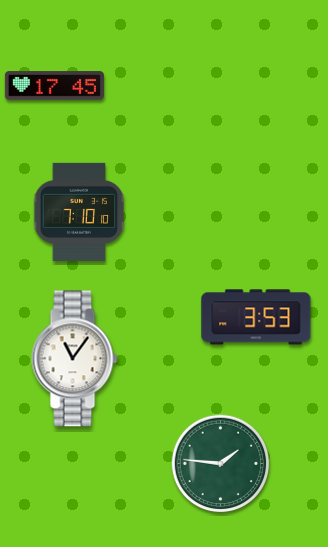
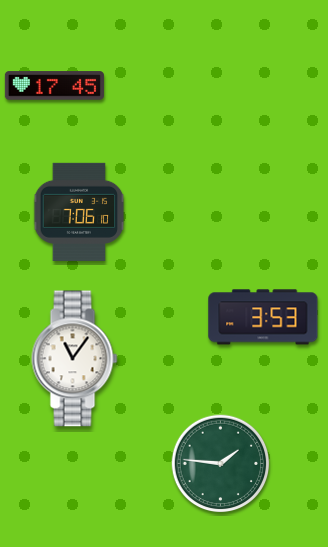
clock at (79, 212): 7:10 -> 7:06
clock at (256, 317) position: (256, 317) -> (263, 317)
